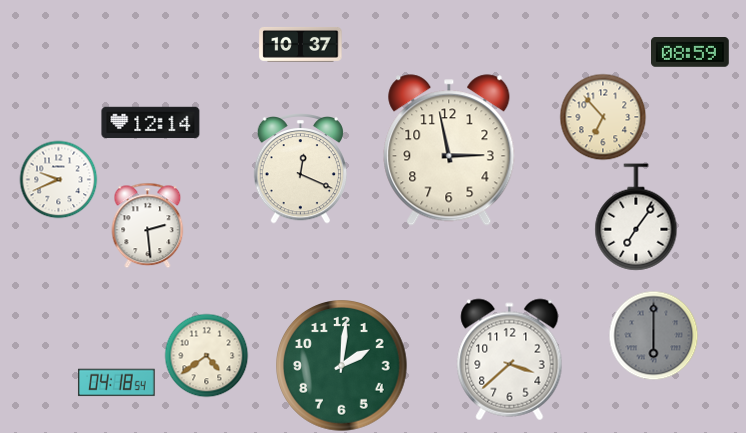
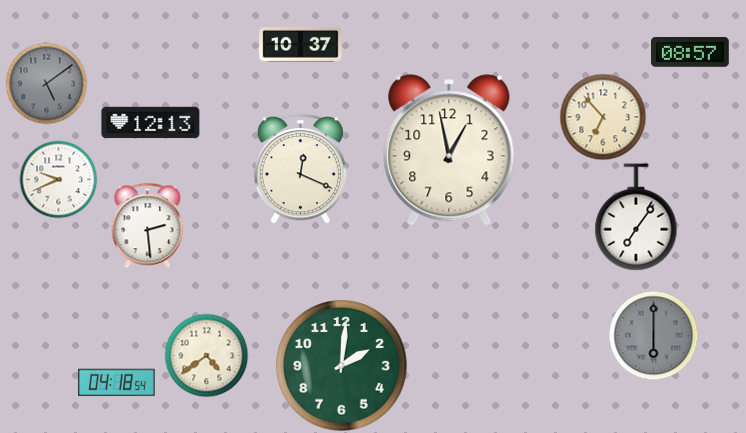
clock at (690, 53): 08:59 -> 08:57
clock at (46, 83): none -> 5:09
clock at (151, 123): 12:14 -> 12:13
clock at (449, 150): 2:58 -> 12:58
clock at (510, 360): 3:38 -> none
